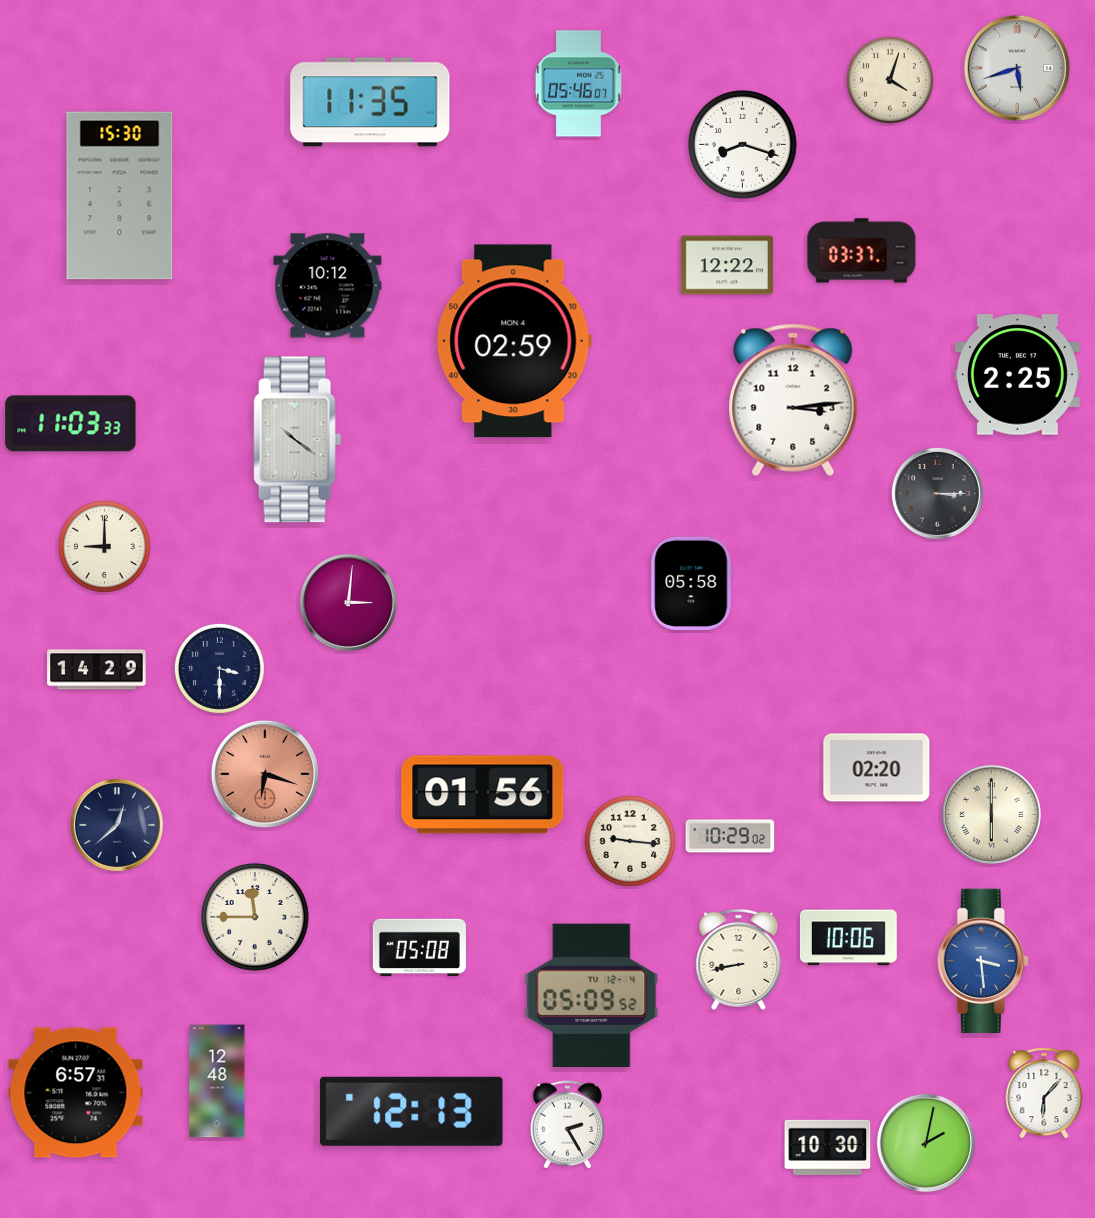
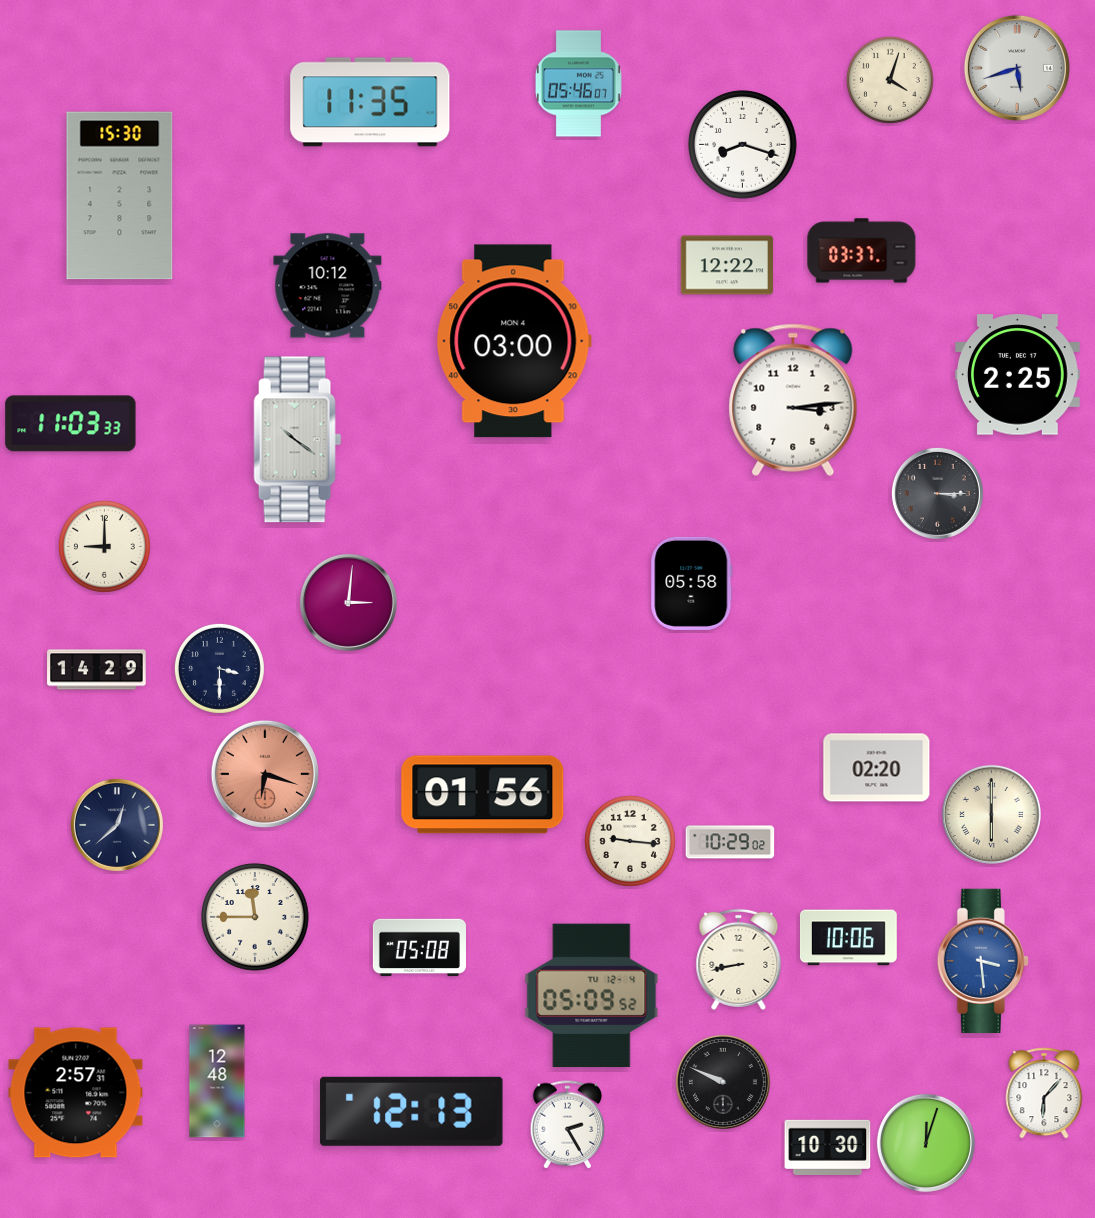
clock at (514, 341): 02:59 -> 03:00
clock at (730, 836) position: (730, 836) -> (730, 842)
clock at (723, 1082): none -> 9:49
clock at (76, 1093): 6:57 -> 2:57
clock at (926, 1143): 2:02 -> 12:03
